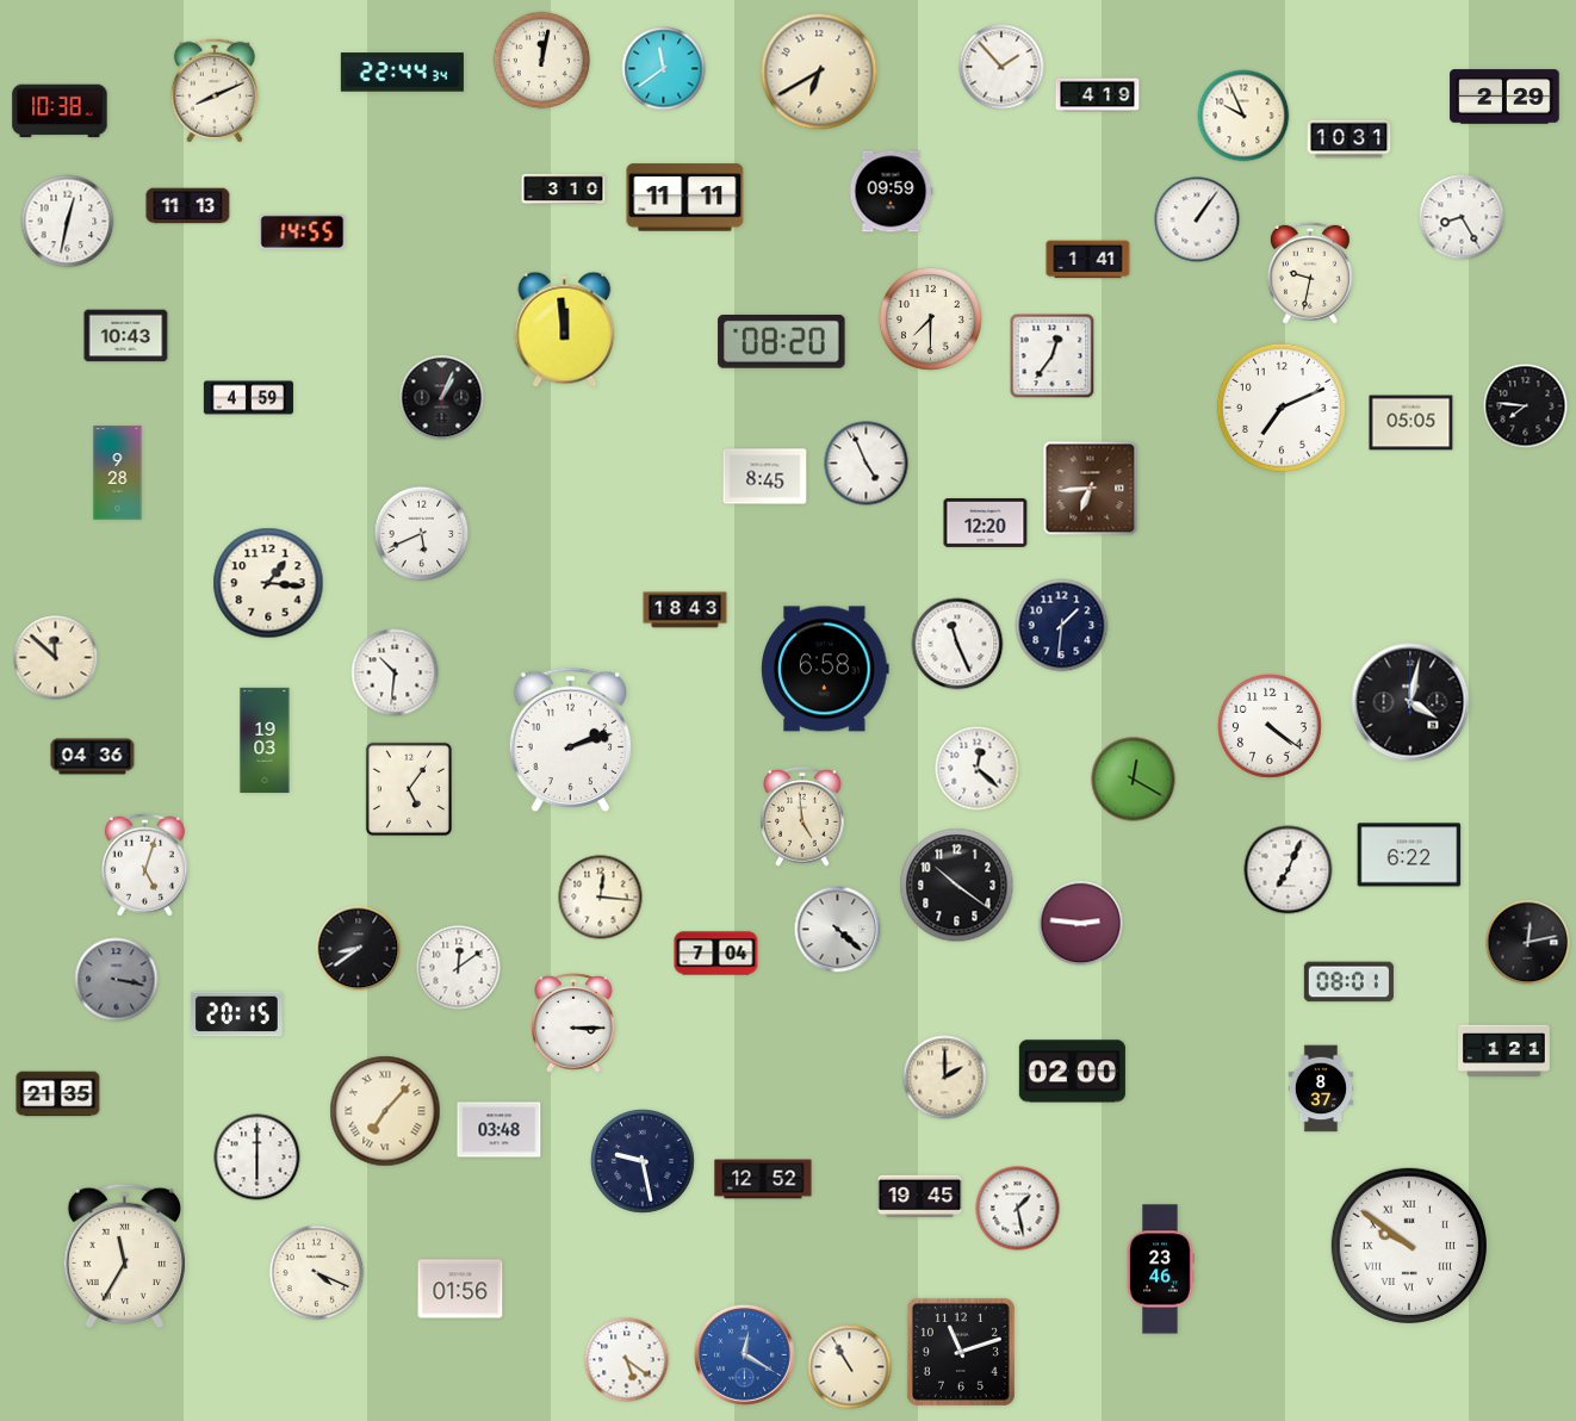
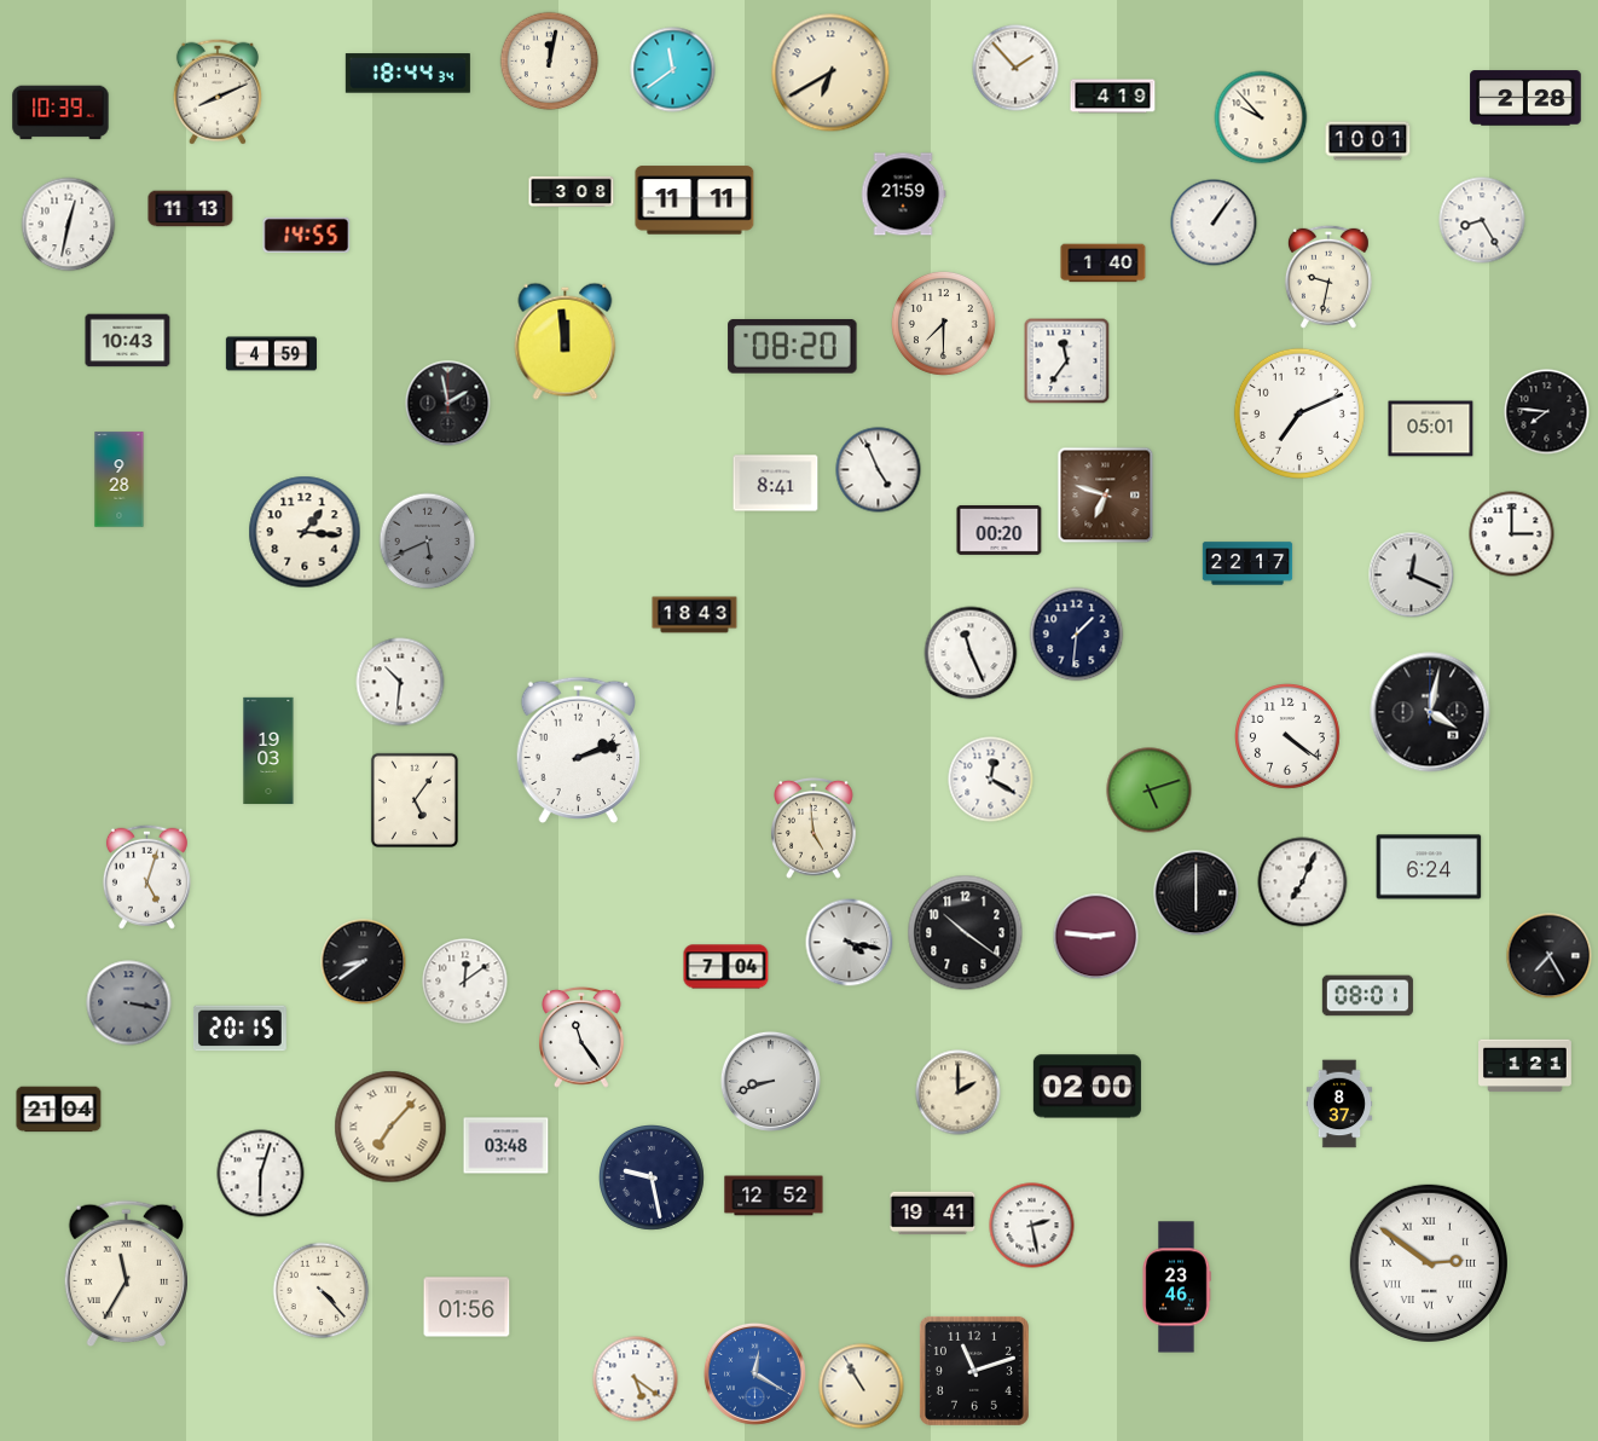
clock at (402, 73): 22:44 -> 18:44
clock at (1504, 97): 2:29 -> 2:28
clock at (60, 111): 10:38 -> 10:39
clock at (1243, 116): 9:56 -> 9:53
clock at (1349, 139): 10:31 -> 10:01
clock at (564, 188): 3:10 -> 3:08
clock at (891, 192): 09:59 -> 21:59
clock at (1088, 260): 1:41 -> 1:40
clock at (565, 329) position: (565, 329) -> (566, 341)
clock at (1053, 356): 12:36 -> 11:36
clock at (248, 398) position: (248, 398) -> (271, 354)
clock at (442, 398): 1:04 -> 1:58
clock at (1411, 423): 05:05 -> 05:01
clock at (765, 477): 8:45 -> 8:41
clock at (1091, 489): 6:44 -> 6:48
clock at (986, 522): 12:20 -> 00:20
clock at (1512, 534): none -> 3:00
clock at (422, 534) dial: white -> grey
clock at (1247, 563): none -> 22:17
clock at (1412, 575): none -> 12:19
clock at (268, 583) position: (268, 583) -> (305, 532)
clock at (685, 610) position: (685, 610) -> (695, 615)
clock at (56, 658): 11:52 -> none
clock at (825, 669): 6:58 -> none
clock at (93, 757): 04:36 -> none
clock at (978, 769): 12:22 -> 12:20
clock at (1134, 780): 12:20 -> 5:12
clock at (1409, 855): 6:22 -> 6:24
clock at (1289, 870) position: (1289, 870) -> (1303, 882)
clock at (1197, 893): none -> 6:00
clock at (957, 886) position: (957, 886) -> (966, 933)
clock at (601, 898): 12:16 -> none
clock at (838, 930): 4:22 -> 4:17
clock at (1528, 943): 12:13 -> 7:25
clock at (117, 980) position: (117, 980) -> (129, 1003)
clock at (575, 1023): 3:15 -> 11:24
clock at (770, 1081): none -> 8:42
clock at (58, 1094): 21:35 -> 21:04
clock at (258, 1158): 6:00 -> 6:03
clock at (920, 1197): 19:45 -> 19:41
clock at (1018, 1209): 1:28 -> 2:28
clock at (1409, 1246): 9:51 -> 2:51
clock at (317, 1273): 4:19 -> 4:23
